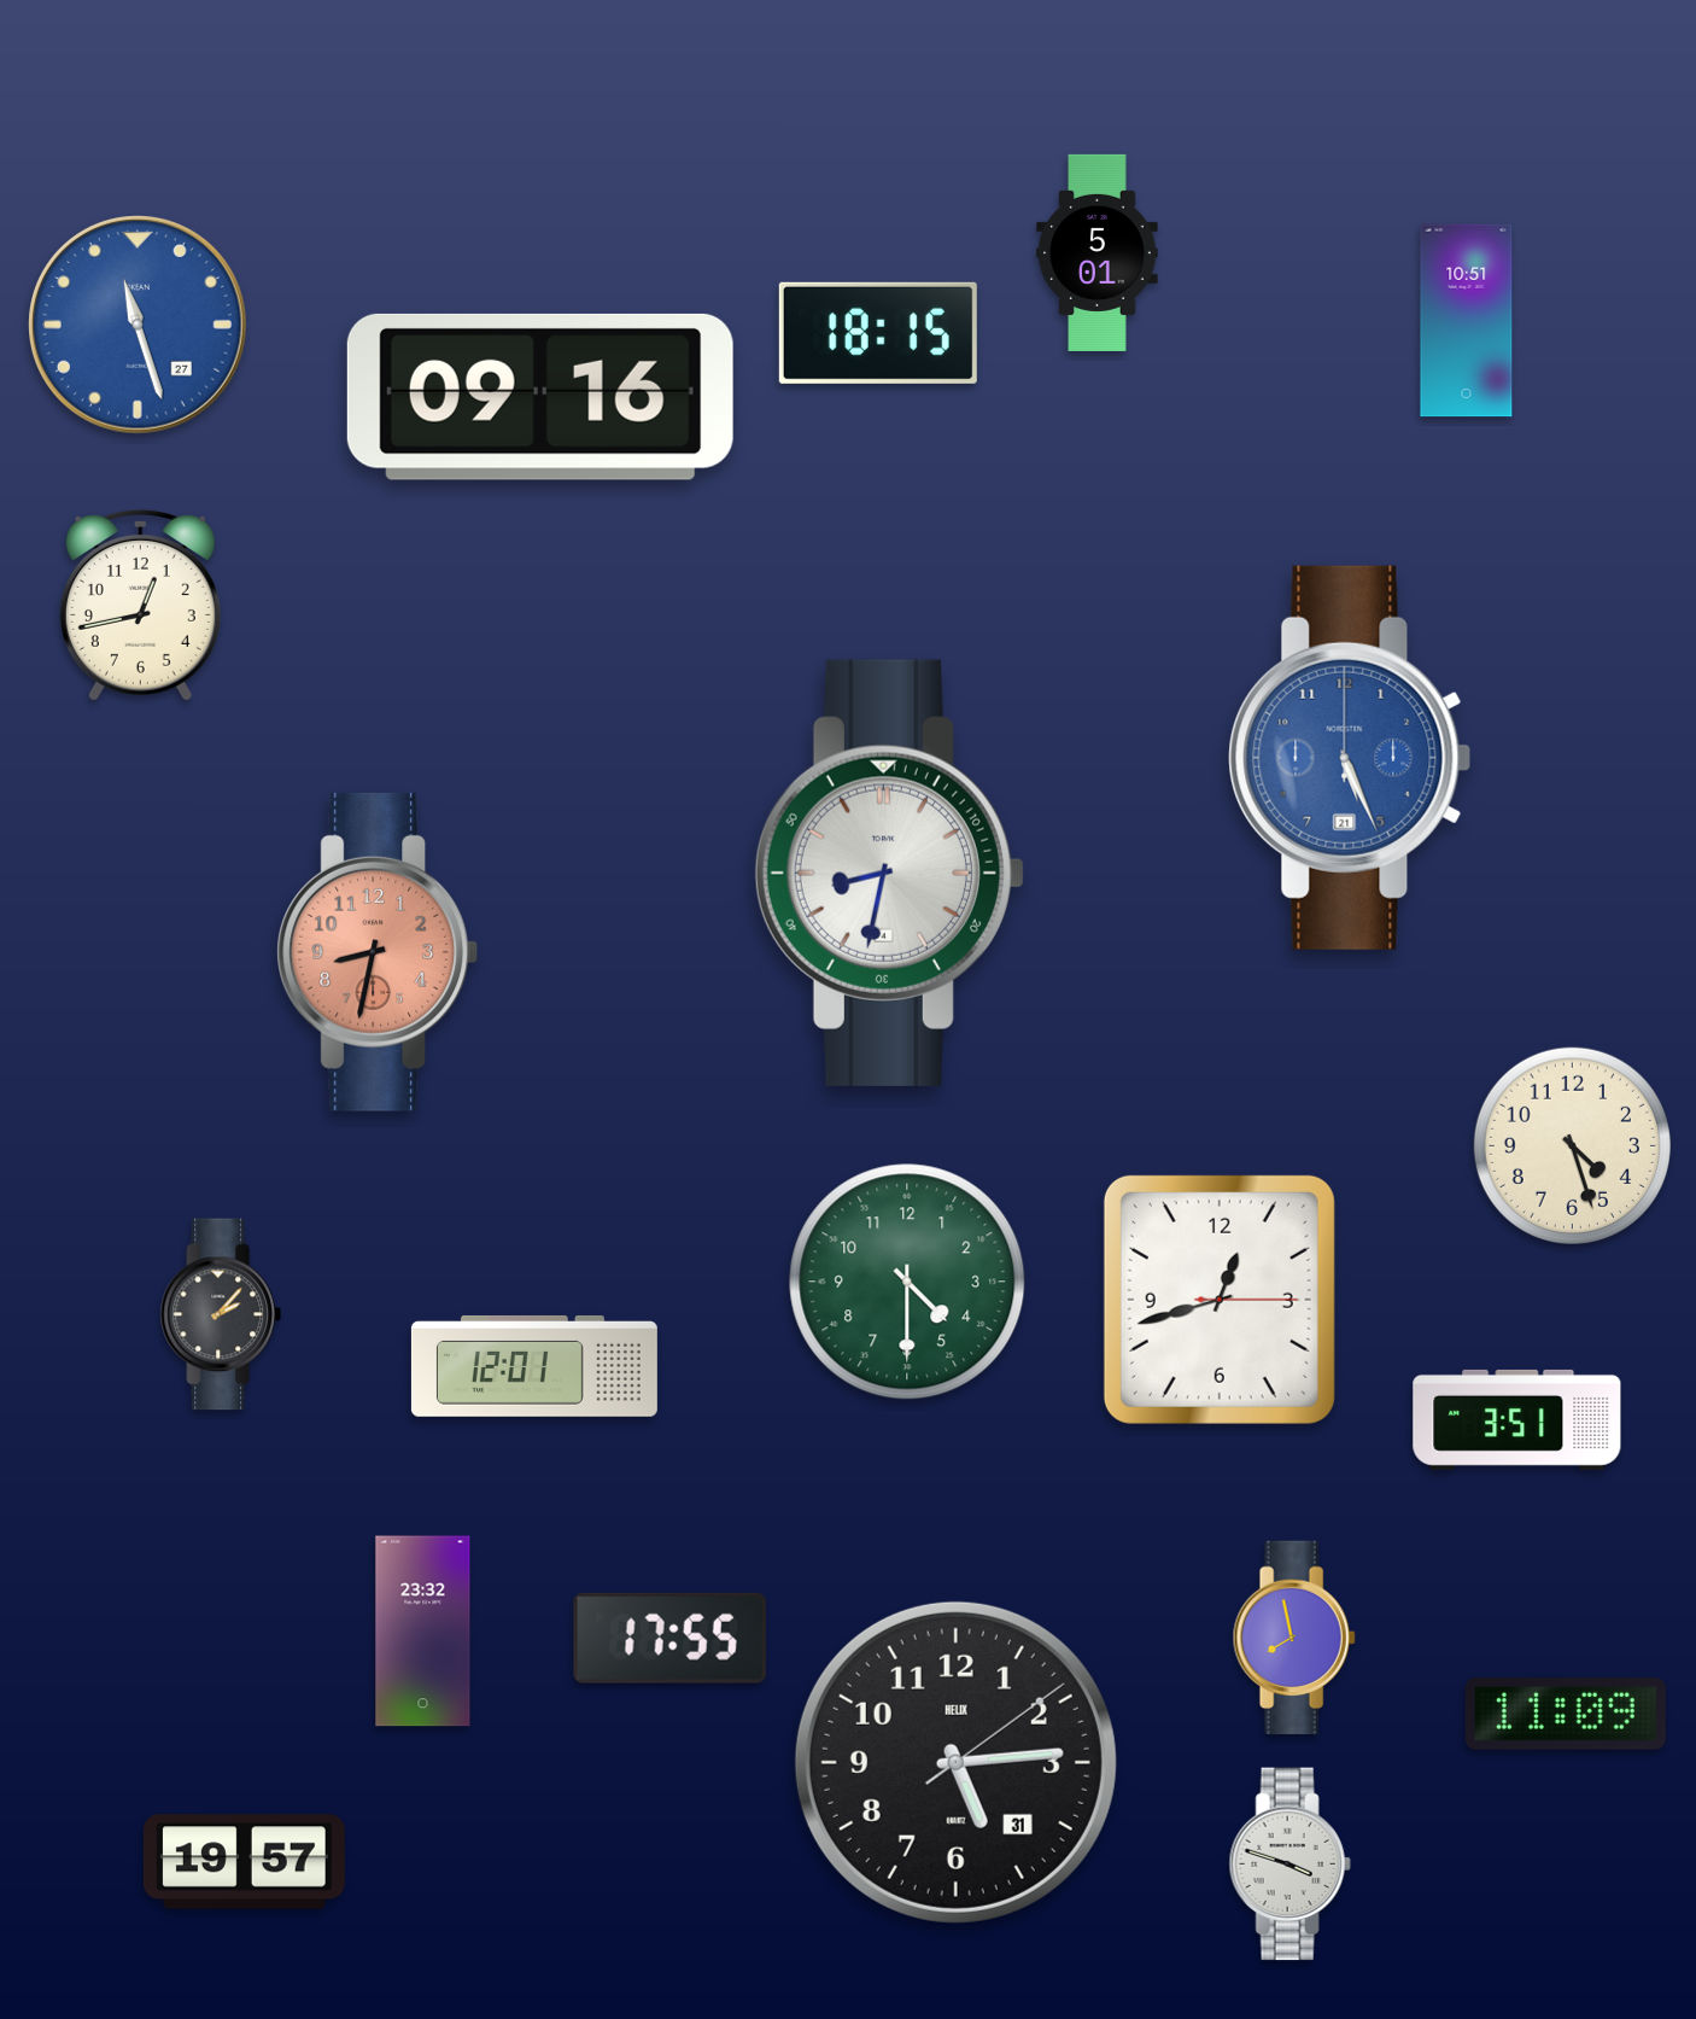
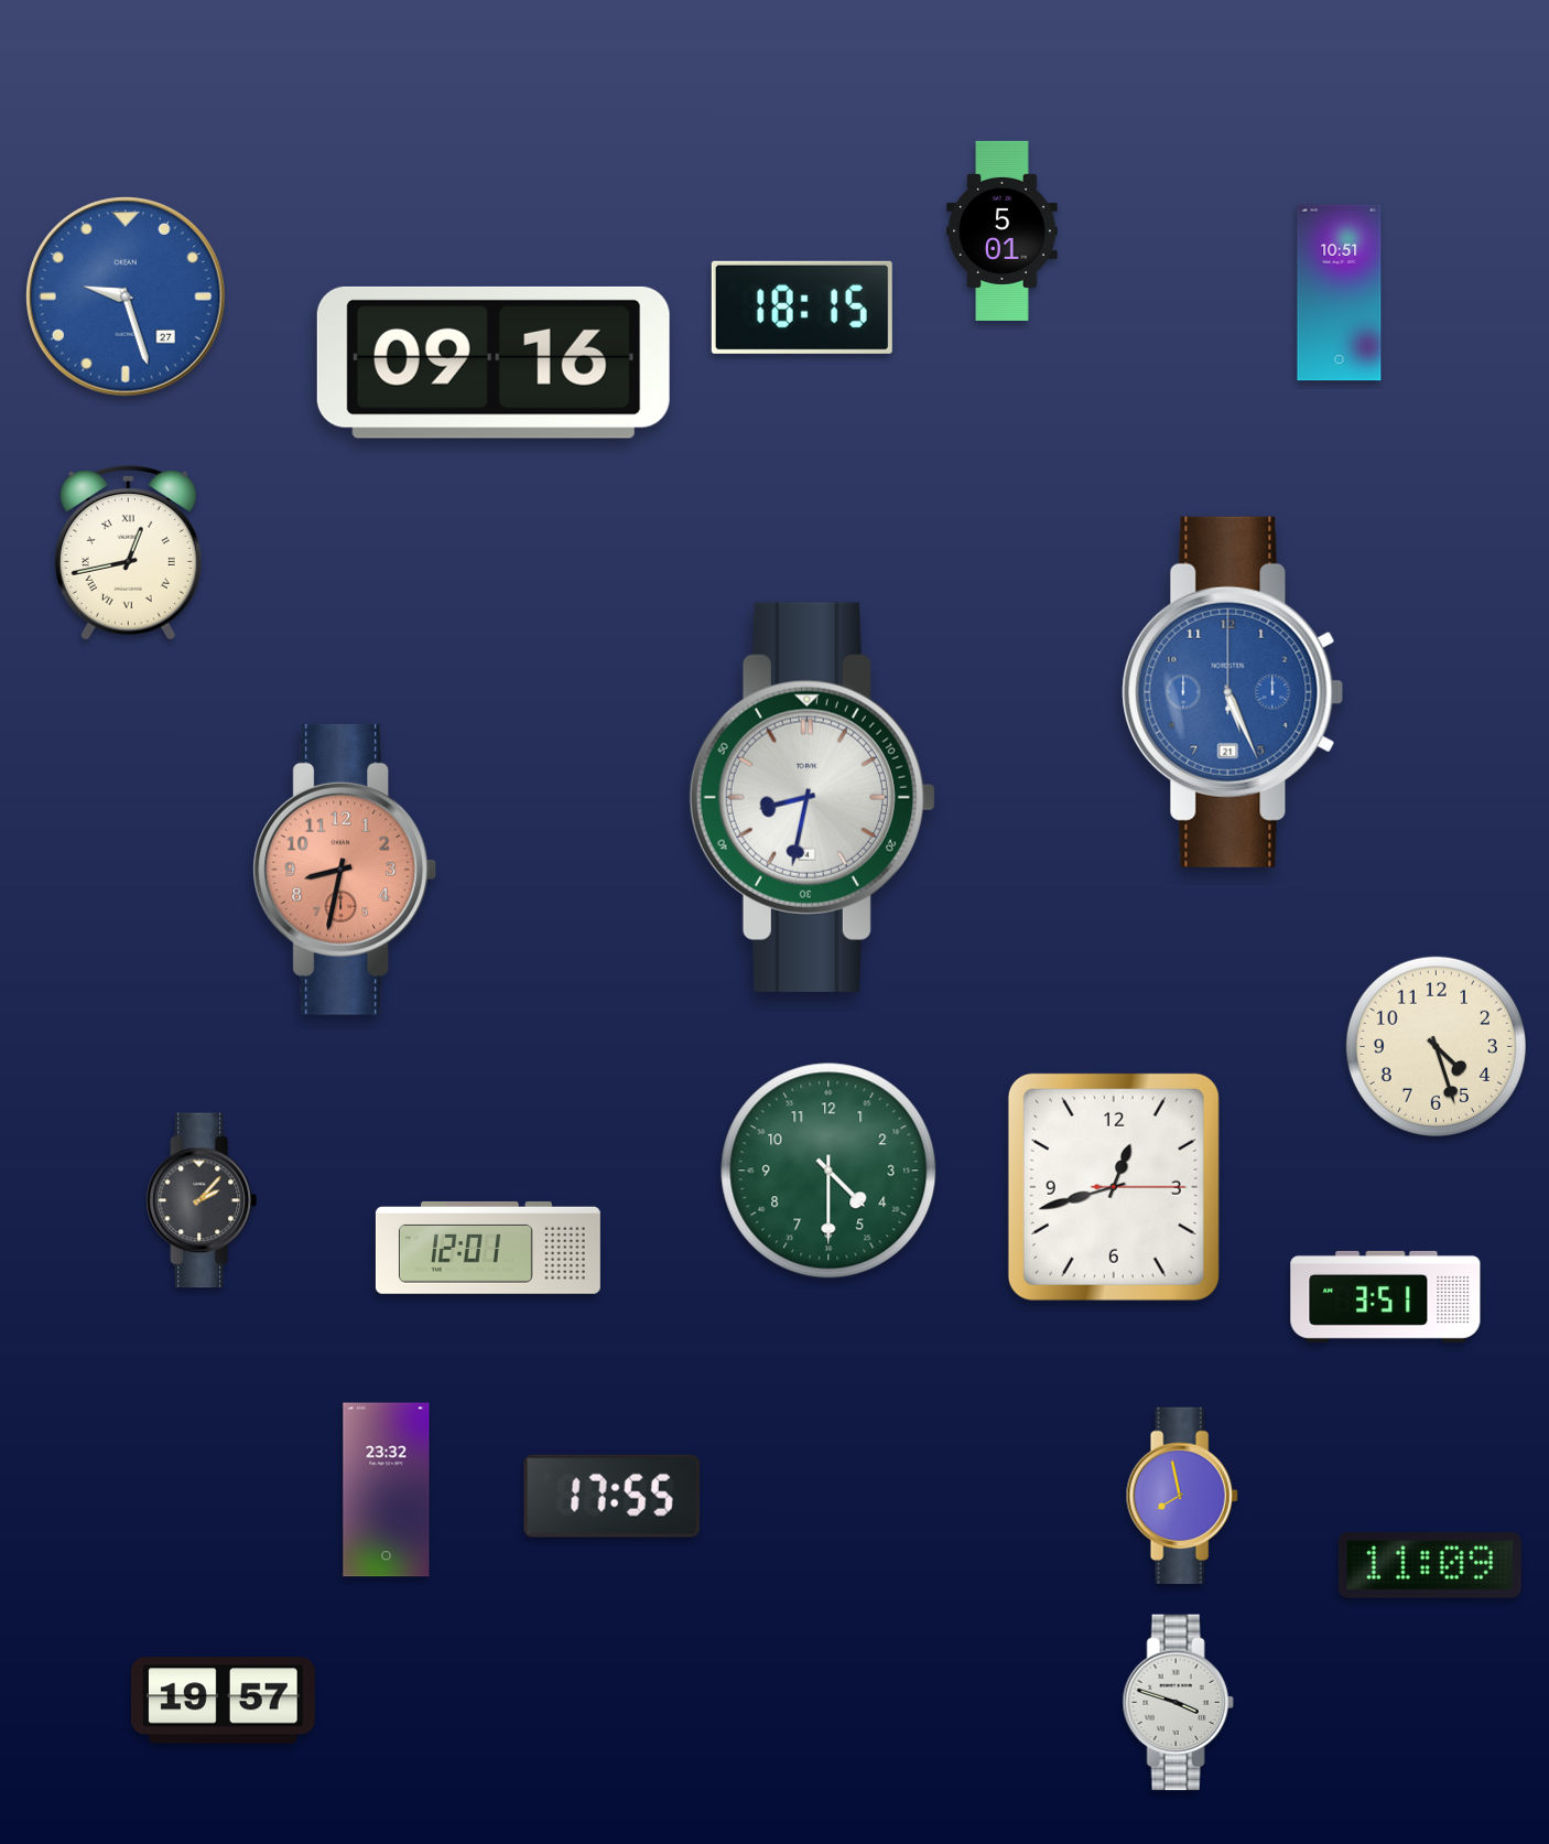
clock at (139, 326): 11:27 -> 9:27
clock at (878, 333) position: (878, 333) -> (802, 308)
clock at (140, 605) numerals: Arabic -> Roman
clock at (955, 1762): 5:14 -> none
